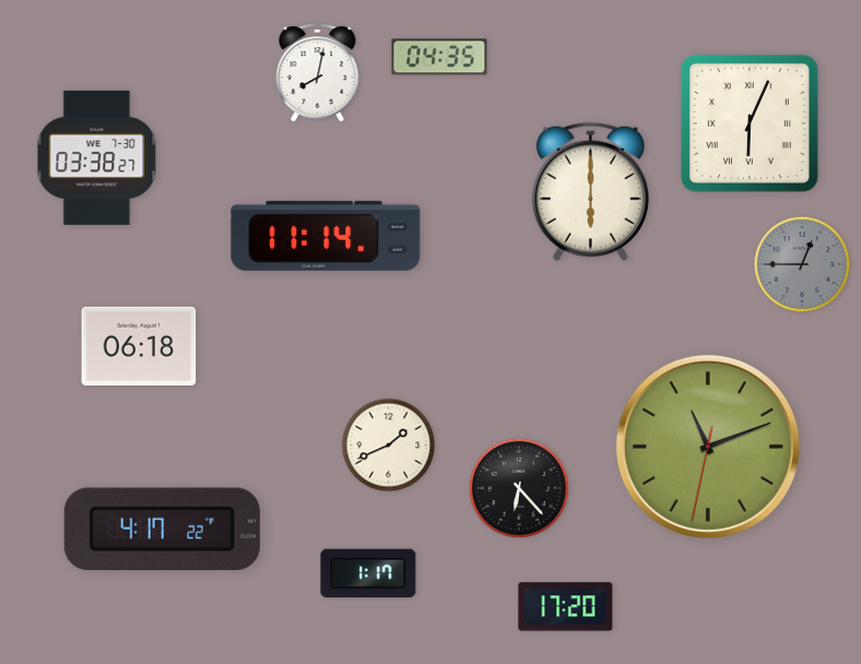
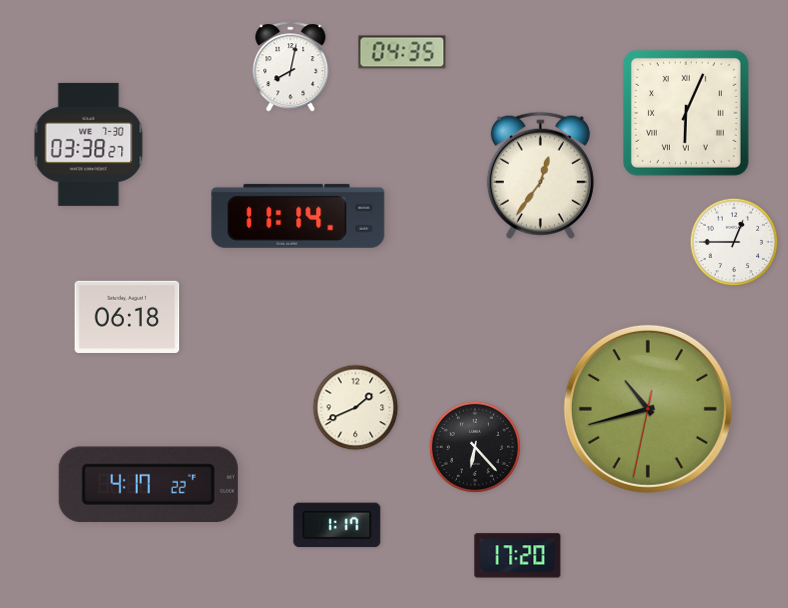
clock at (590, 191): 6:00 -> 12:36
clock at (802, 264) dial: grey -> white
clock at (708, 447): 11:11 -> 10:42
